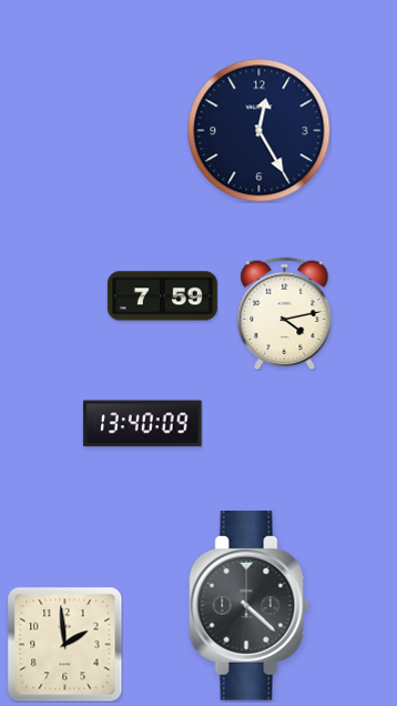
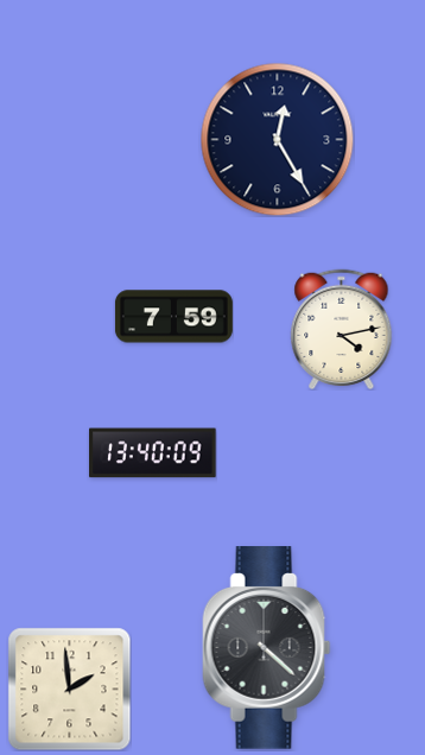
clock at (285, 313) position: (285, 313) -> (342, 329)
